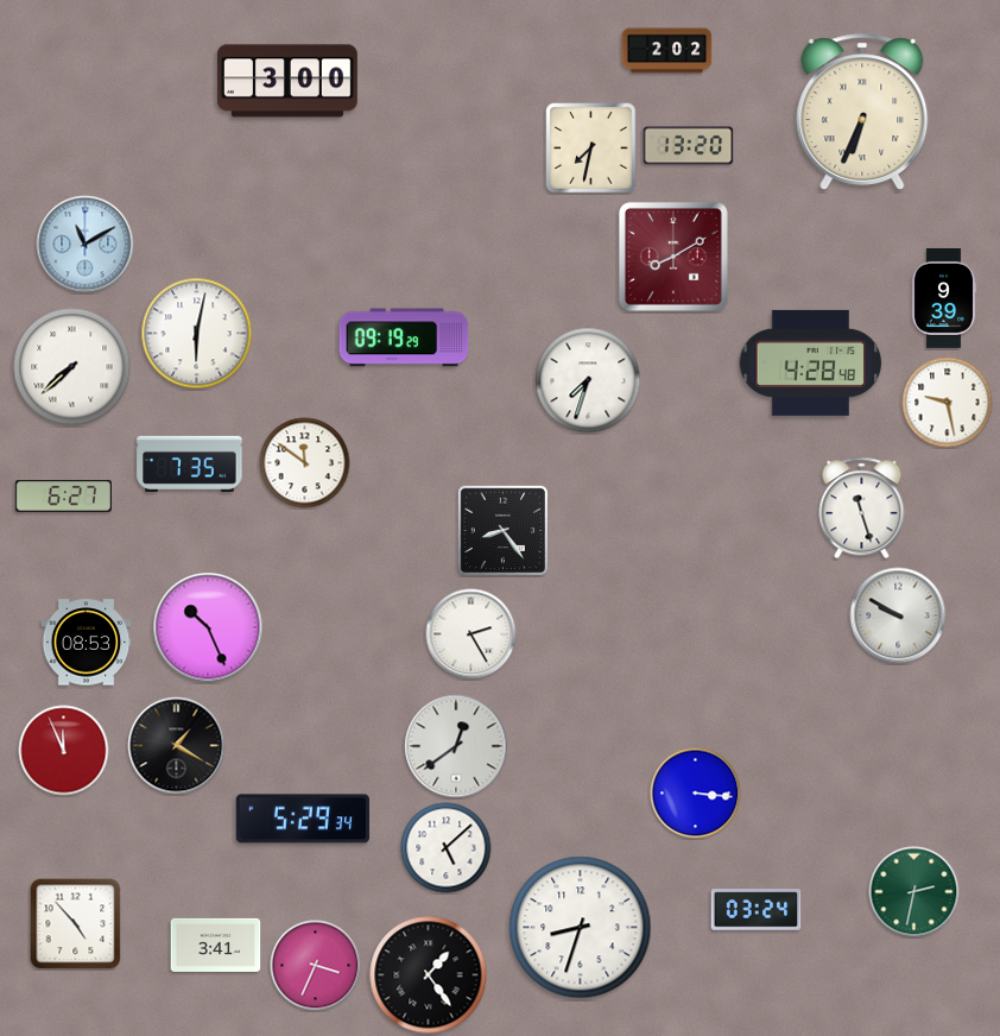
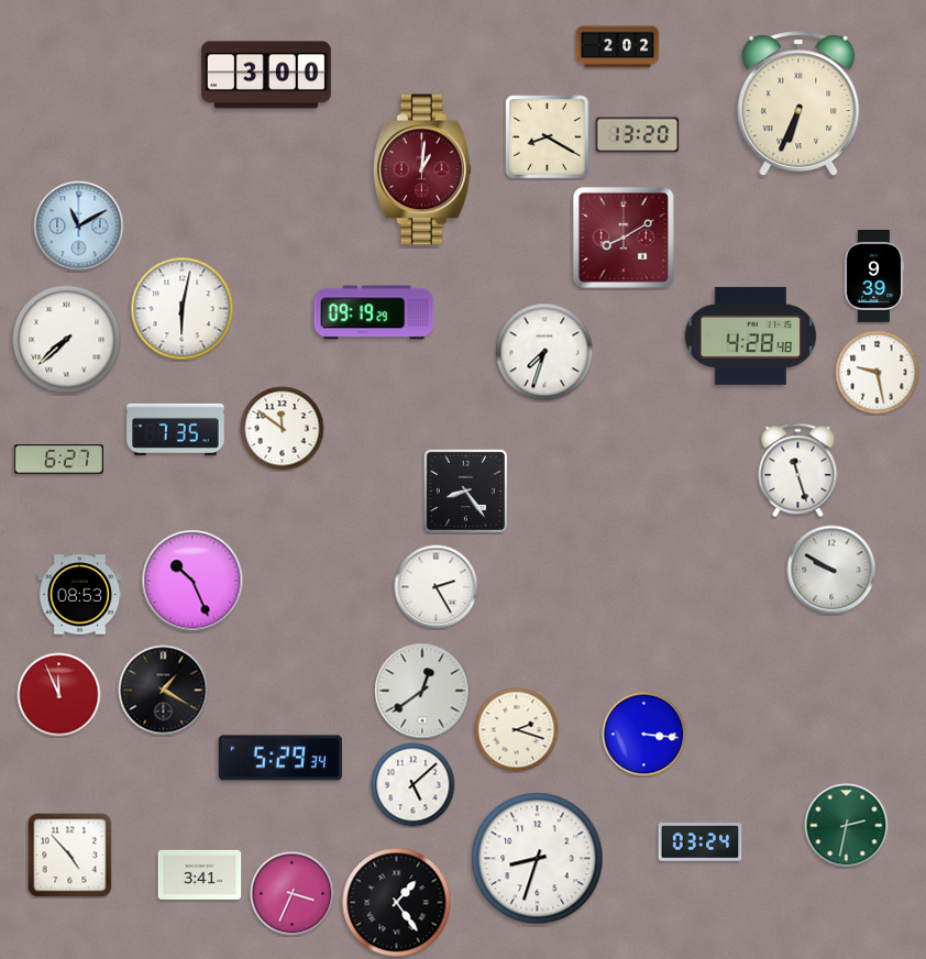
clock at (591, 149): 7:32 -> 8:20
clock at (422, 169): none -> 1:01
clock at (517, 730): none -> 2:18
